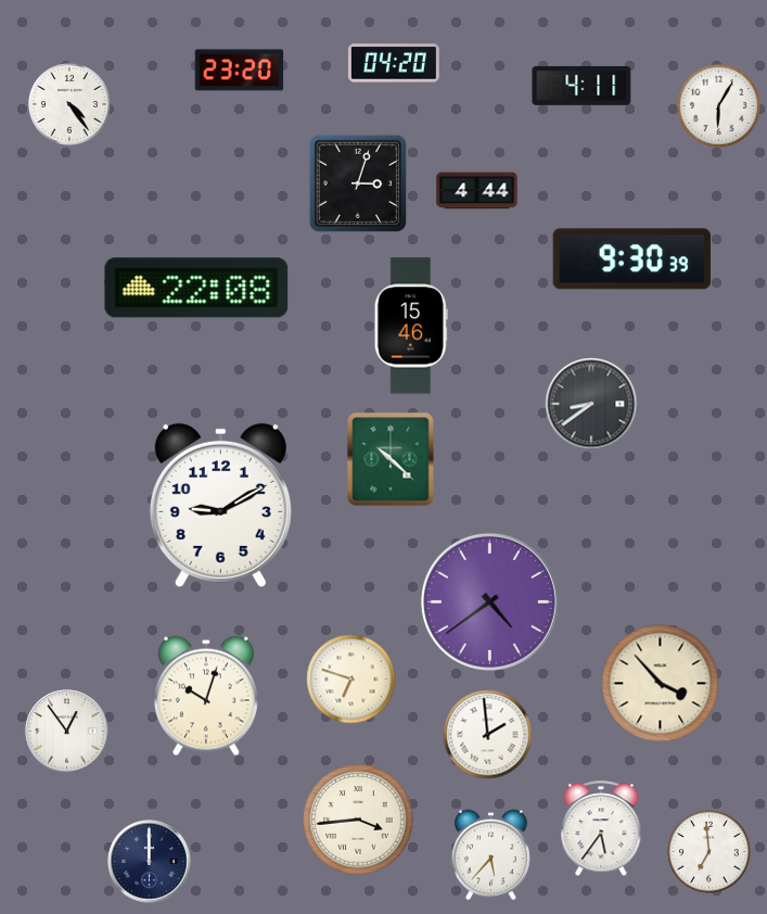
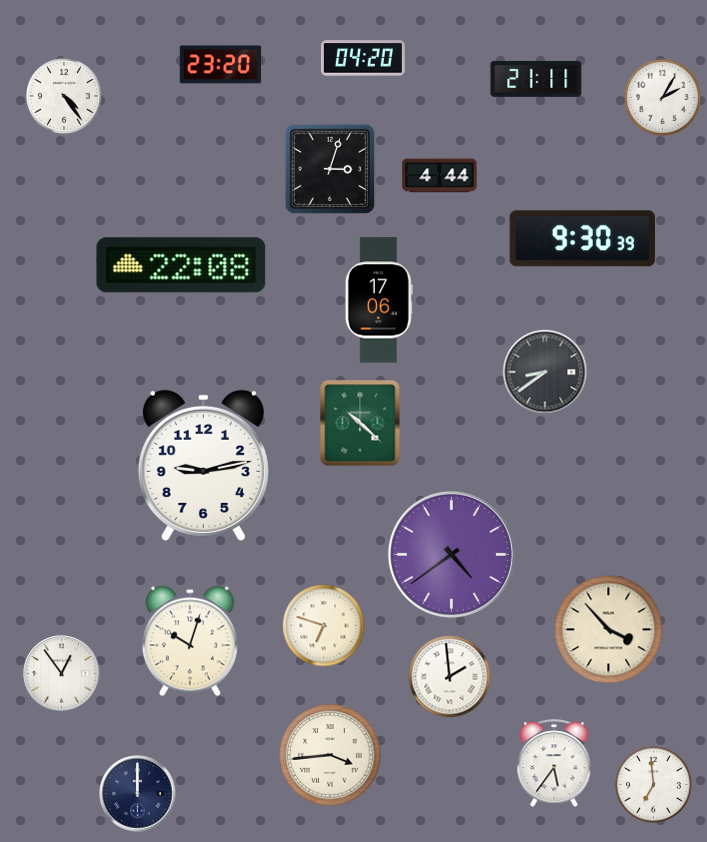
clock at (581, 86): 4:11 -> 21:11
clock at (719, 106): 6:05 -> 2:05
clock at (411, 326): 15:46 -> 17:06
clock at (220, 505): 9:10 -> 9:13
clock at (490, 855): 5:37 -> none
